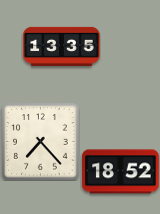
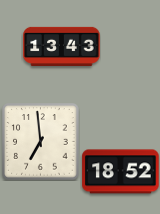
clock at (62, 46): 13:35 -> 13:43
clock at (41, 142): 7:23 -> 6:59
